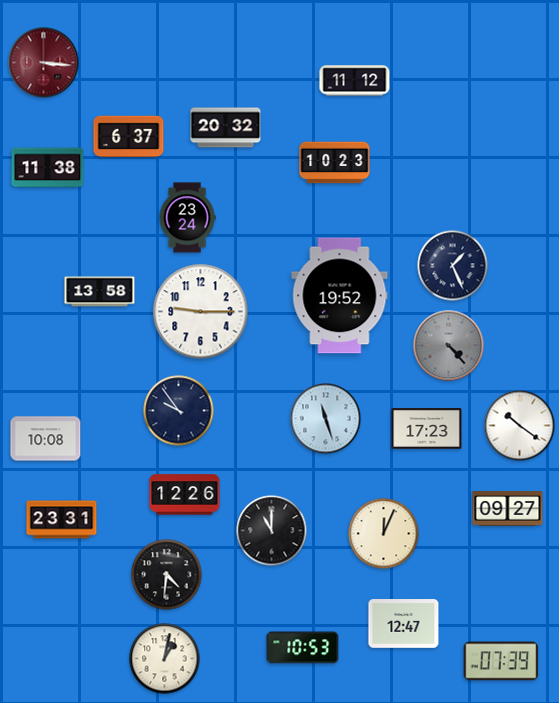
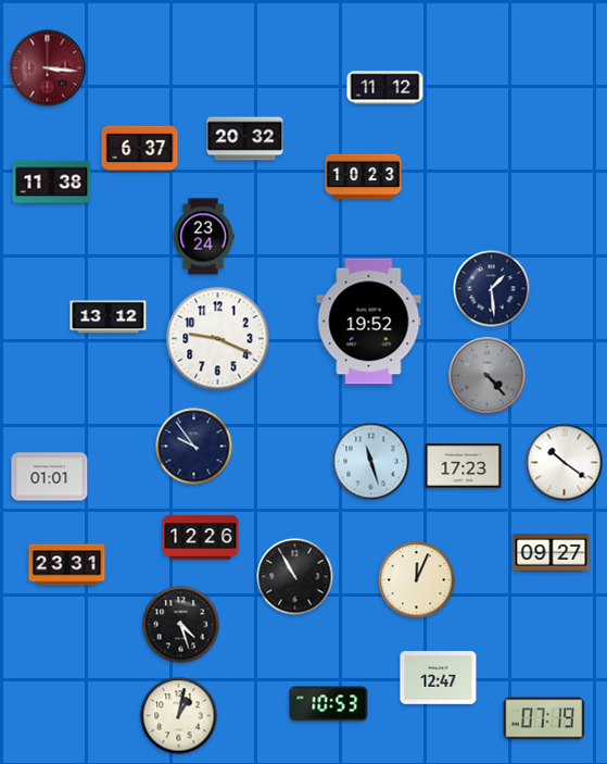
clock at (453, 266): 1:26 -> 1:29
clock at (100, 292): 13:58 -> 13:12
clock at (201, 312): 9:15 -> 9:19
clock at (326, 419) position: (326, 419) -> (371, 462)
clock at (46, 439): 10:08 -> 01:01
clock at (272, 531): 11:00 -> 10:55
clock at (167, 575): 4:31 -> 4:27
clock at (501, 661): 07:39 -> 07:19
